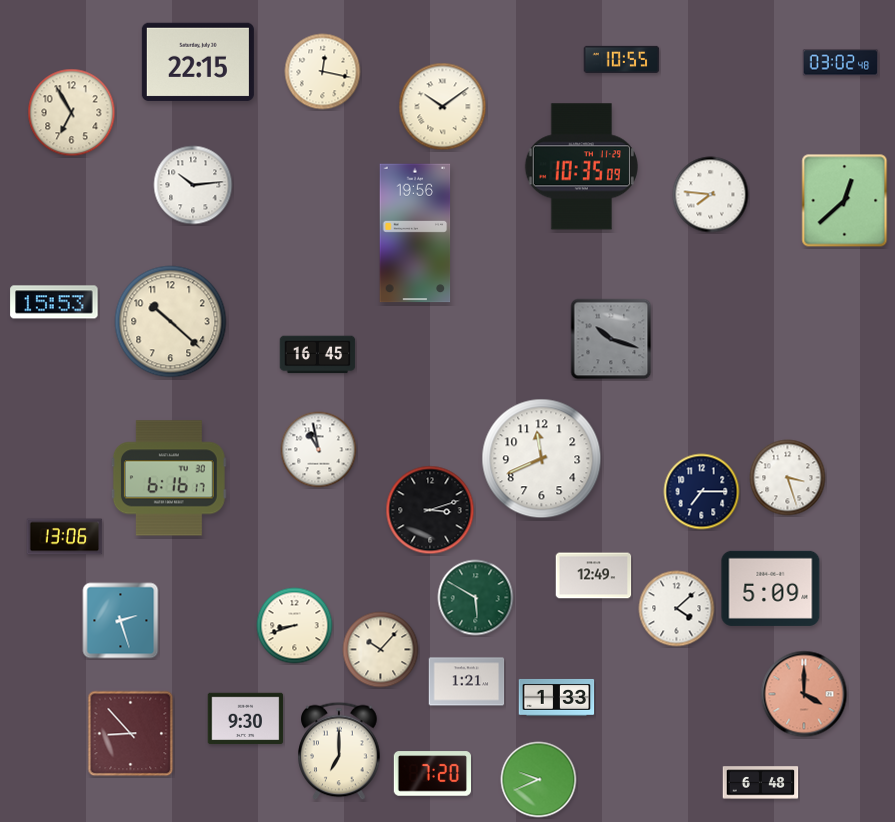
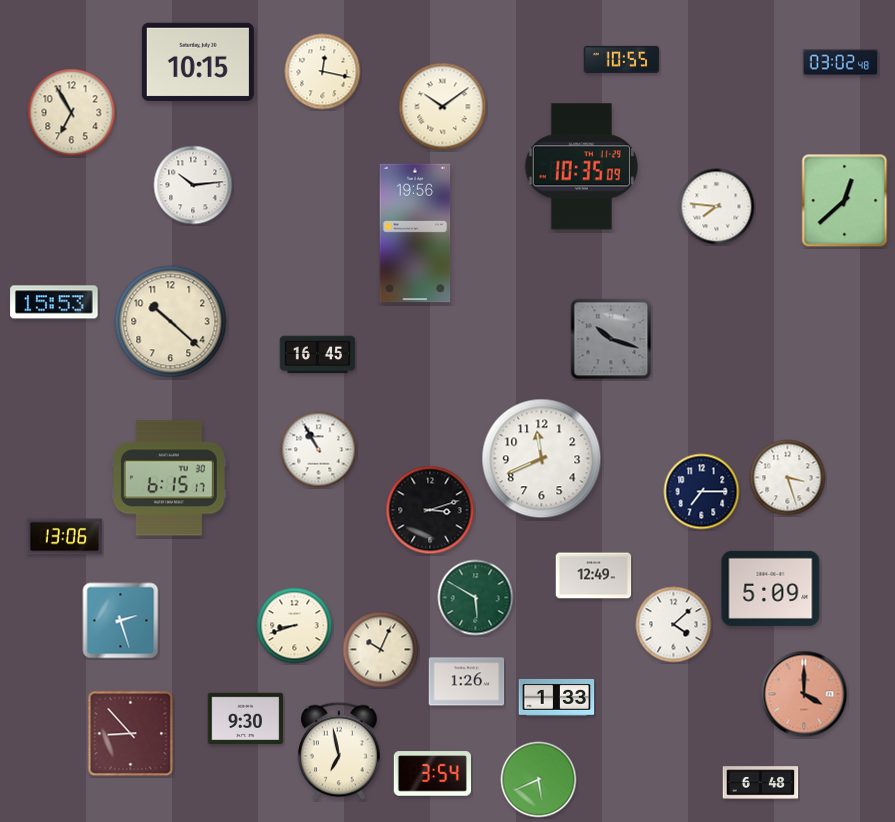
clock at (198, 62): 22:15 -> 10:15
clock at (711, 195) position: (711, 195) -> (717, 207)
clock at (319, 450): 10:58 -> 10:55
clock at (169, 478): 6:16 -> 6:15
clock at (677, 609) position: (677, 609) -> (674, 625)
clock at (381, 650): 10:07 -> 10:04
clock at (467, 682): 1:21 -> 1:26
clock at (339, 751): 7:00 -> 6:58
clock at (433, 774): 7:20 -> 3:54
clock at (539, 780): 9:41 -> 5:41
